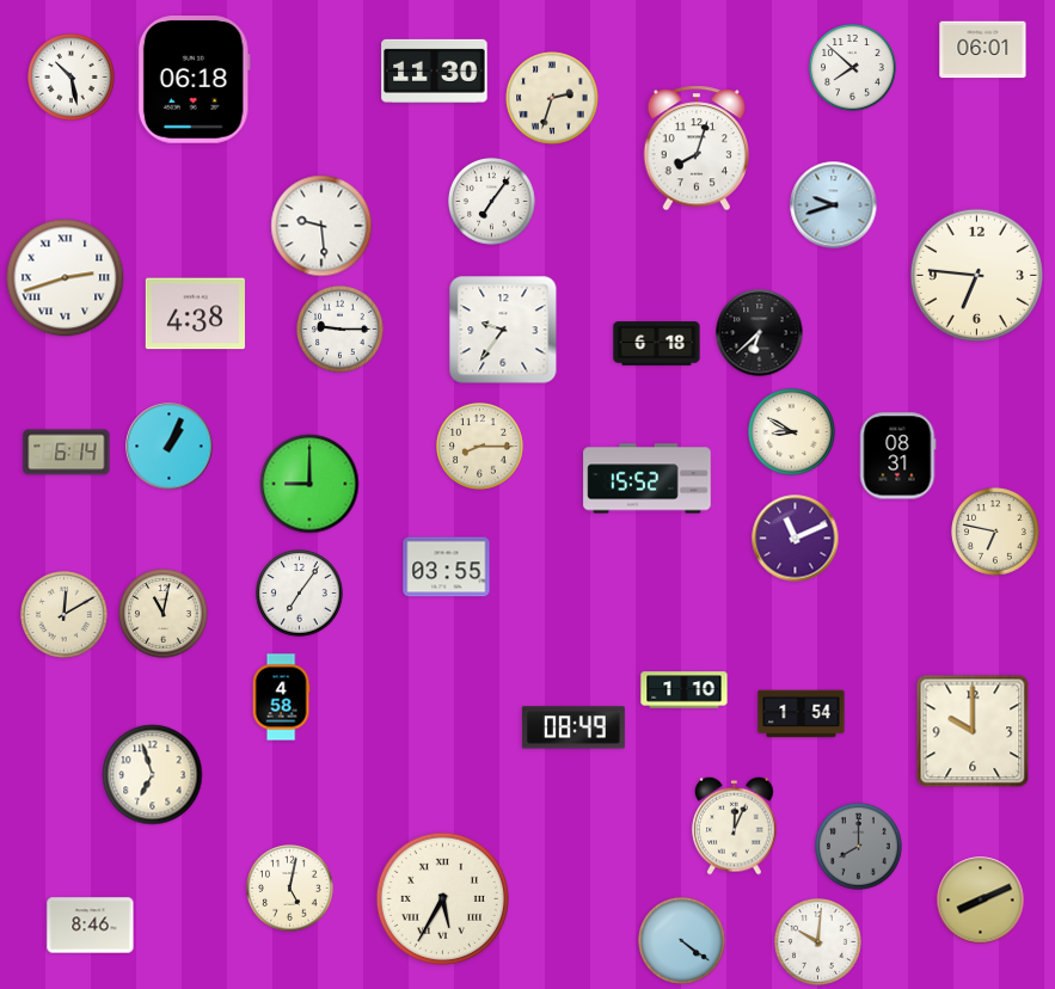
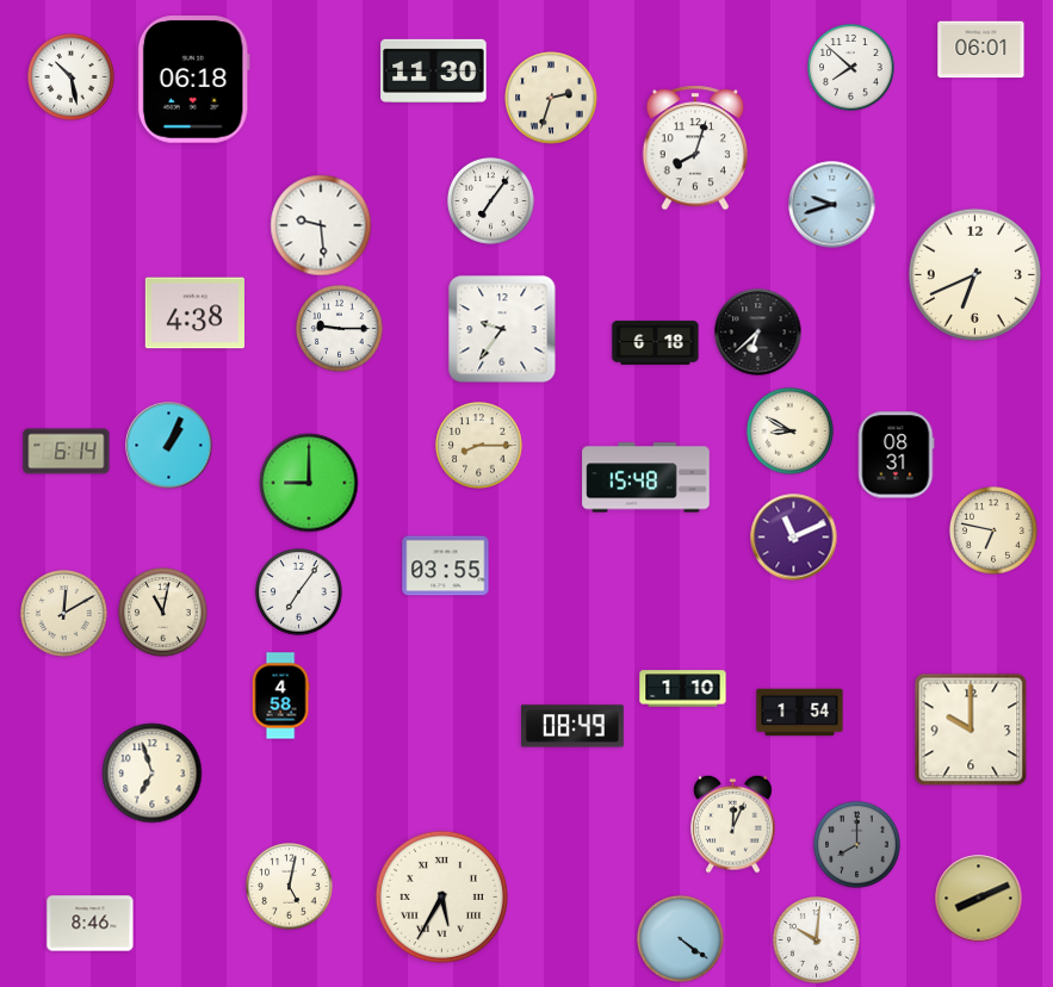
clock at (976, 275): 6:46 -> 6:41
clock at (66, 278): 2:42 -> none
clock at (648, 479): 15:52 -> 15:48
